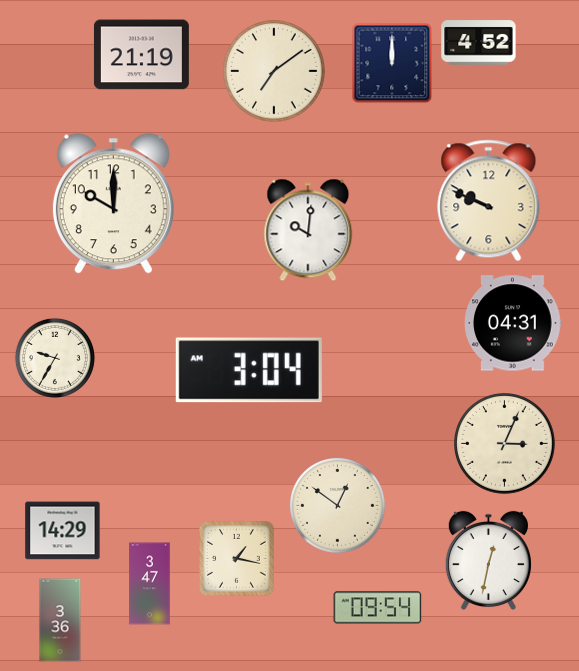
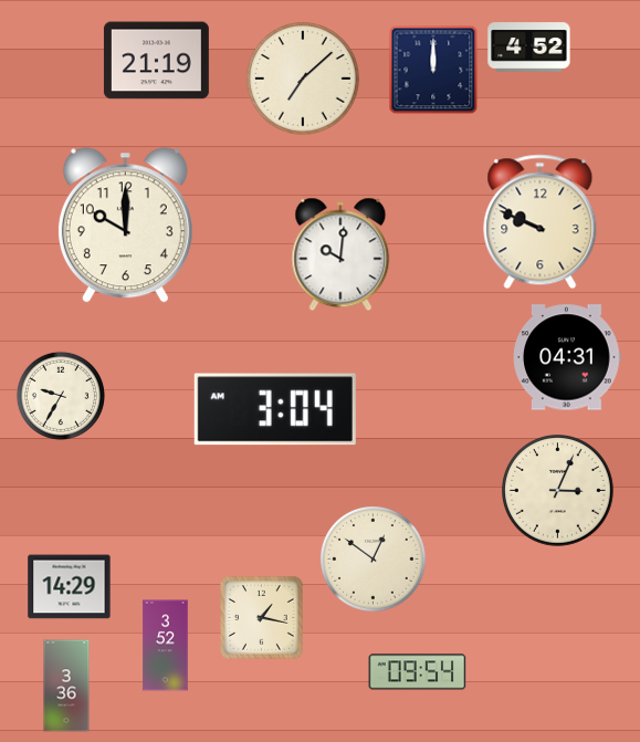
clock at (275, 72): 7:09 -> 7:08
clock at (488, 561): 12:32 -> none
clock at (150, 584): 3:47 -> 3:52
